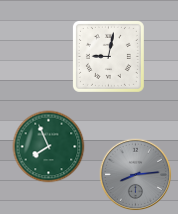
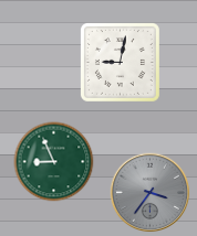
clock at (49, 147): 7:56 -> 8:56
clock at (136, 175): 8:14 -> 3:36
